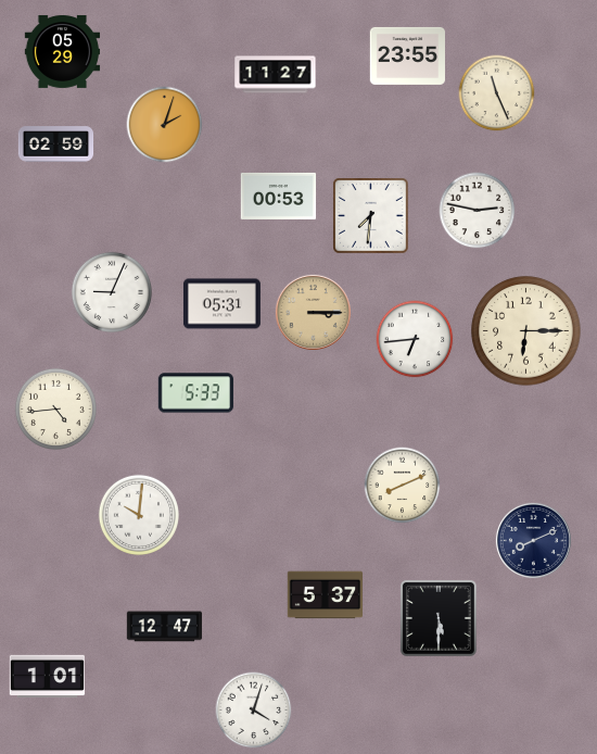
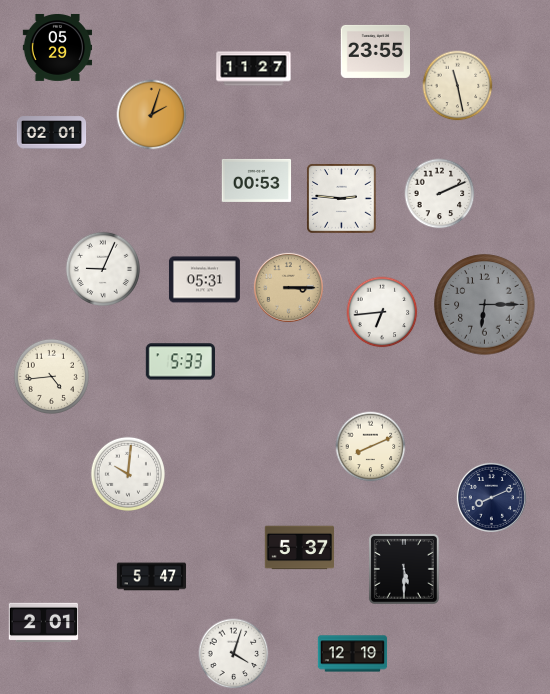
clock at (497, 93): 11:26 -> 11:28
clock at (56, 144): 02:59 -> 02:01
clock at (478, 211): 2:47 -> 2:11
clock at (371, 216): 7:31 -> 2:46
clock at (526, 331) dial: cream -> grey
clock at (165, 627): 12:47 -> 5:47
clock at (48, 677): 1:01 -> 2:01
clock at (353, 654): none -> 12:19
